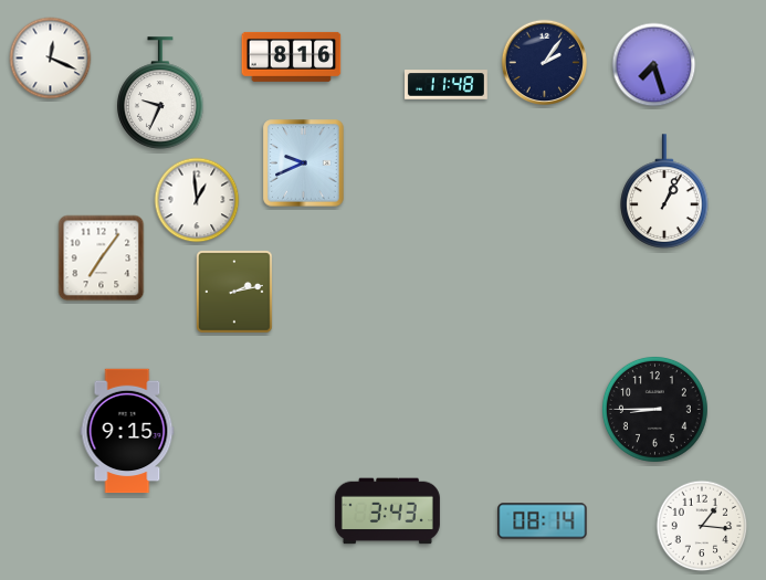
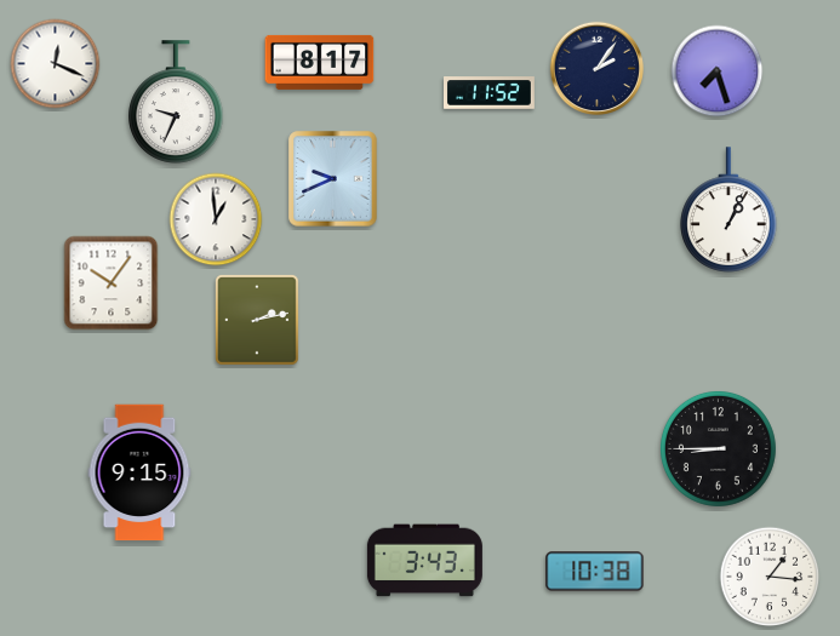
clock at (292, 56): 8:16 -> 8:17
clock at (447, 85): 11:48 -> 11:52
clock at (102, 259): 7:06 -> 10:06
clock at (543, 521): 08:14 -> 10:38
